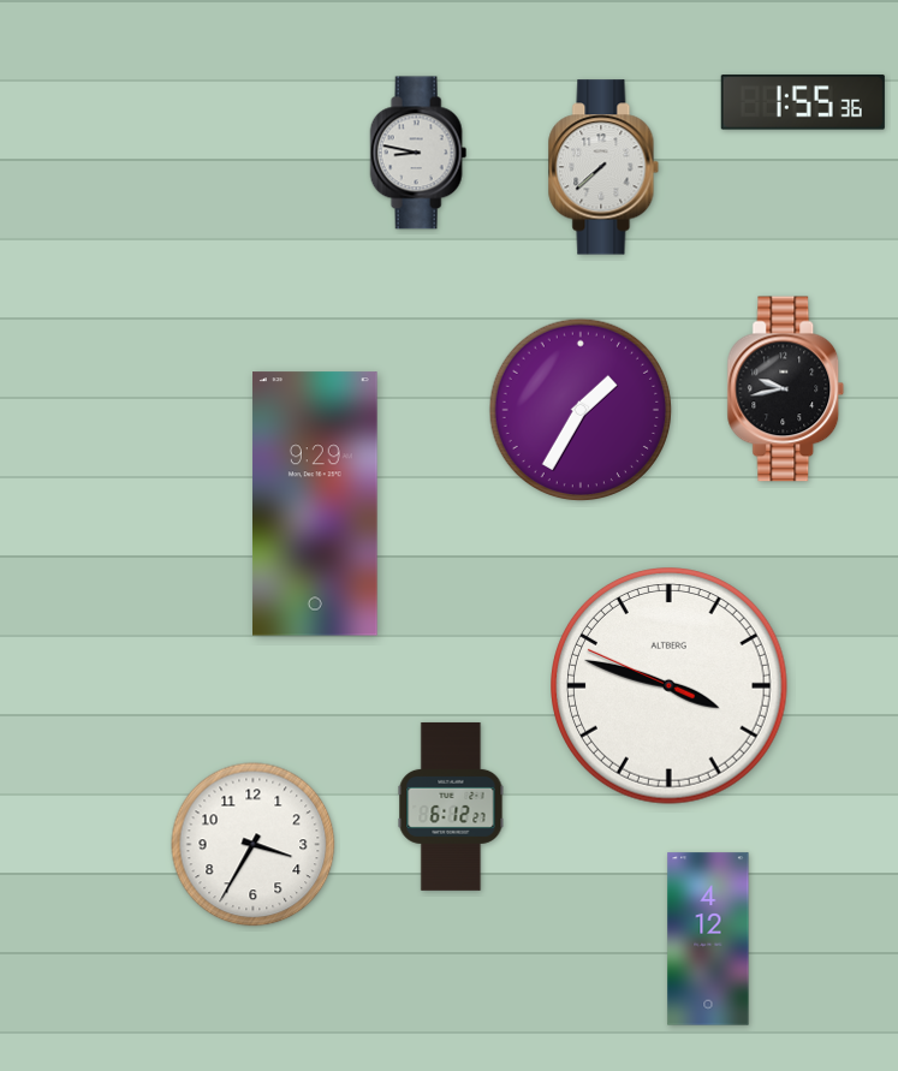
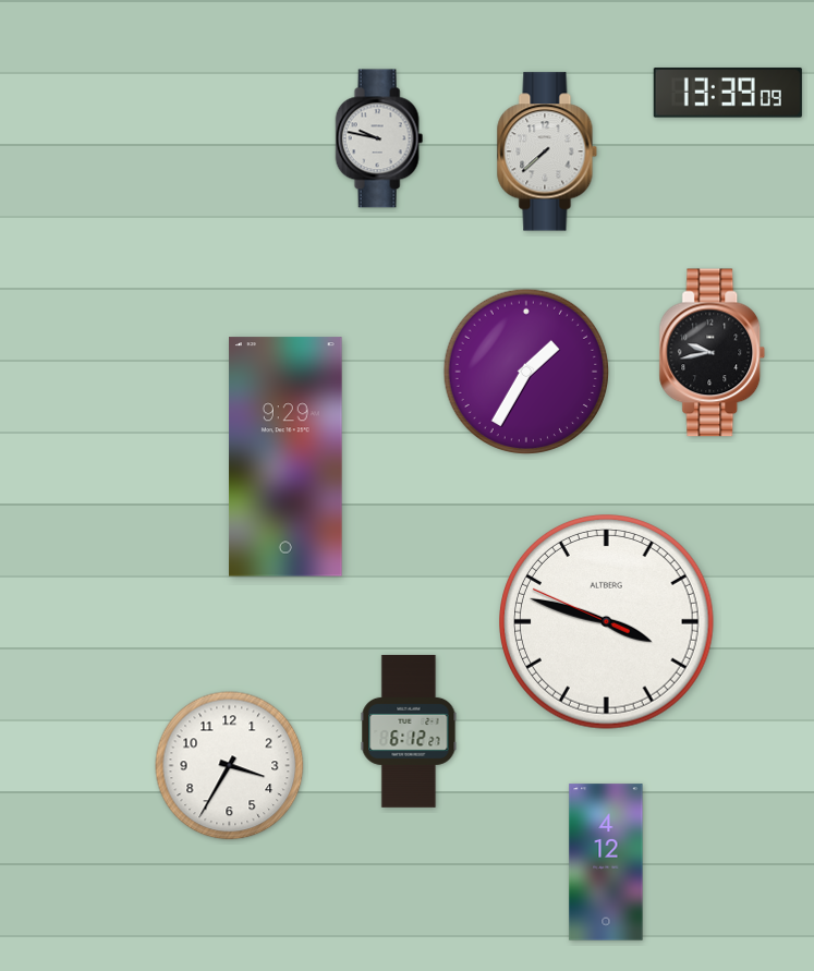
clock at (803, 102): 1:55 -> 13:39
clock at (418, 153): 8:47 -> 9:47
clock at (708, 939) position: (708, 939) -> (606, 862)
